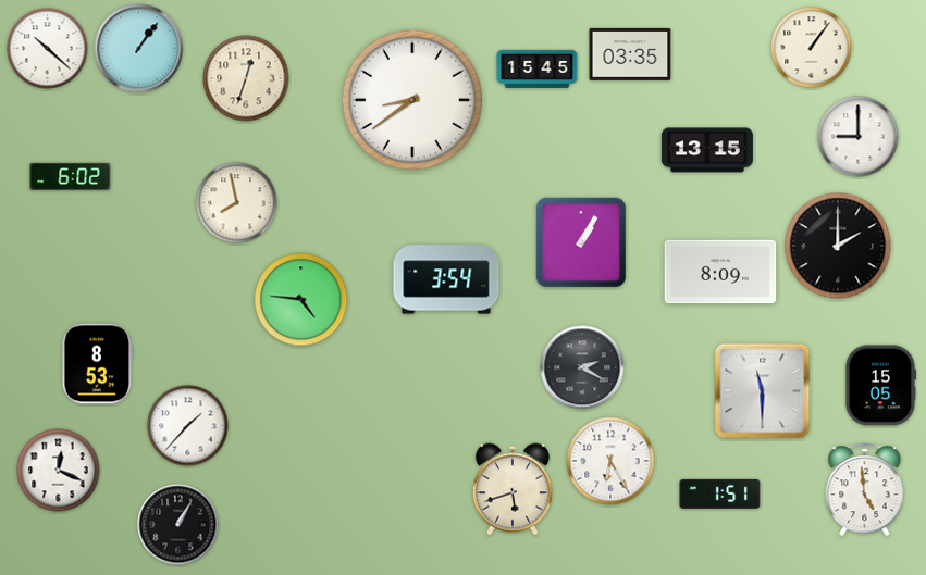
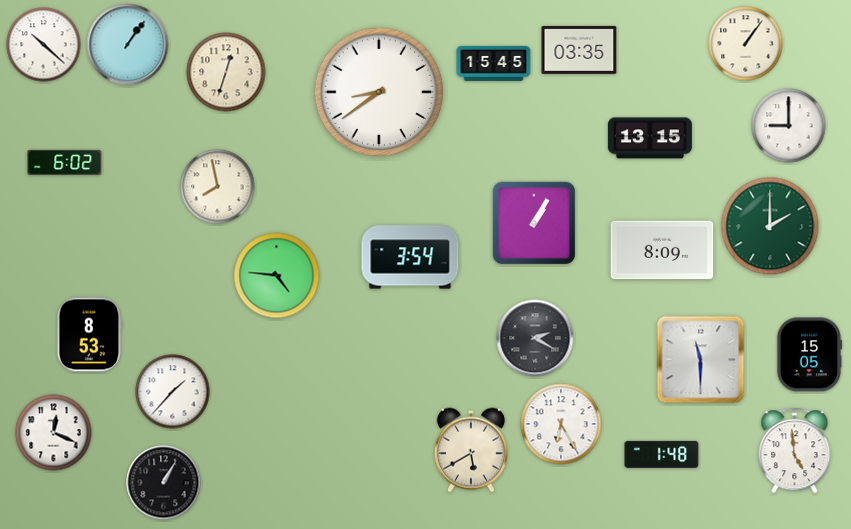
clock at (838, 246) dial: black -> green
clock at (513, 489): 5:42 -> 5:40
clock at (720, 493): 1:51 -> 1:48
